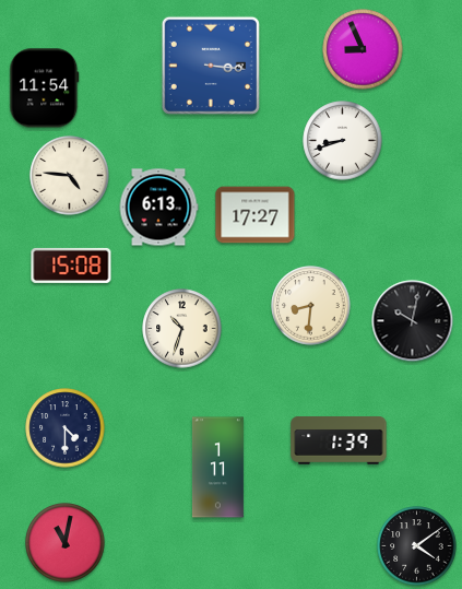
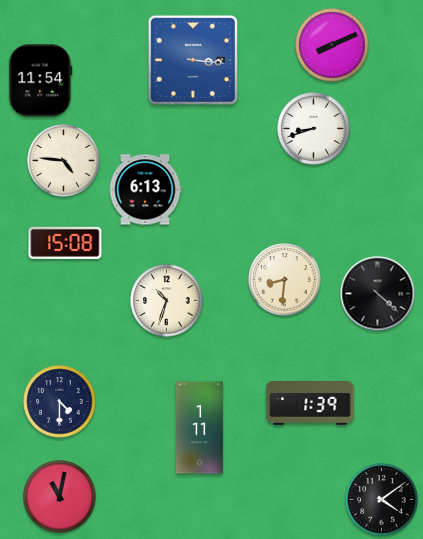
clock at (363, 49): 8:56 -> 8:11
clock at (256, 215): 17:27 -> none
clock at (413, 321): 10:02 -> 4:22
clock at (66, 428) position: (66, 428) -> (60, 402)
